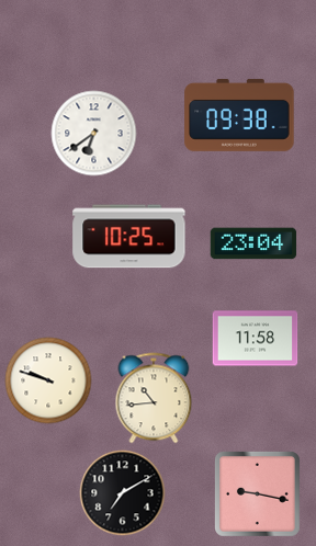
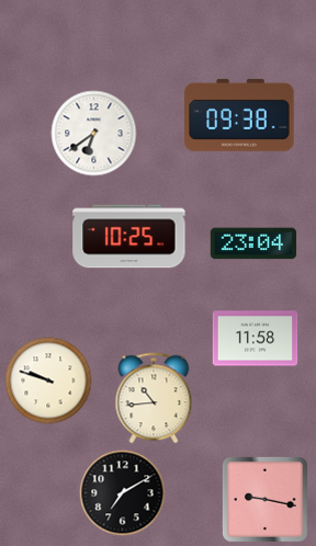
clock at (258, 494) position: (258, 494) -> (266, 500)
